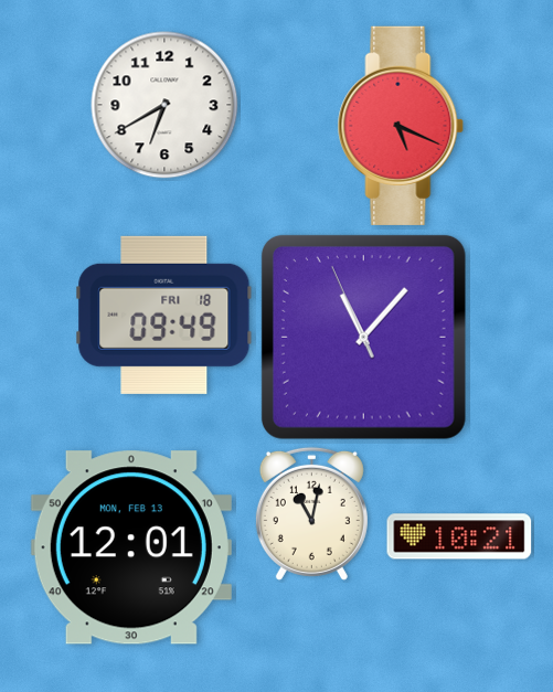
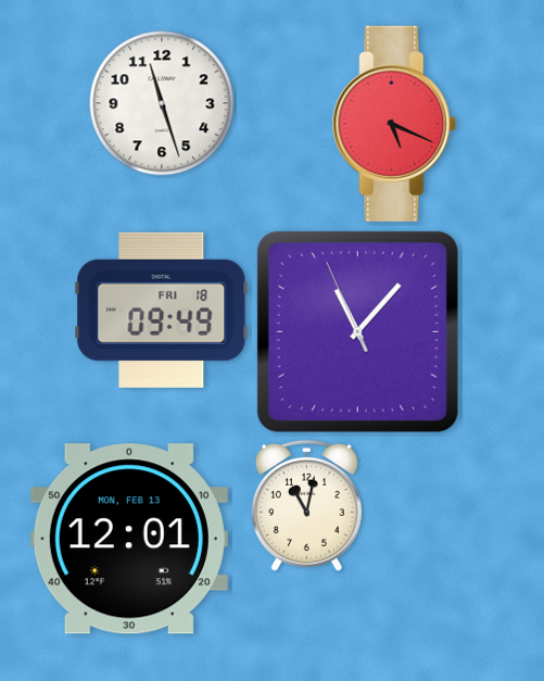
clock at (164, 105): 6:40 -> 11:27
clock at (459, 536): 10:21 -> none
